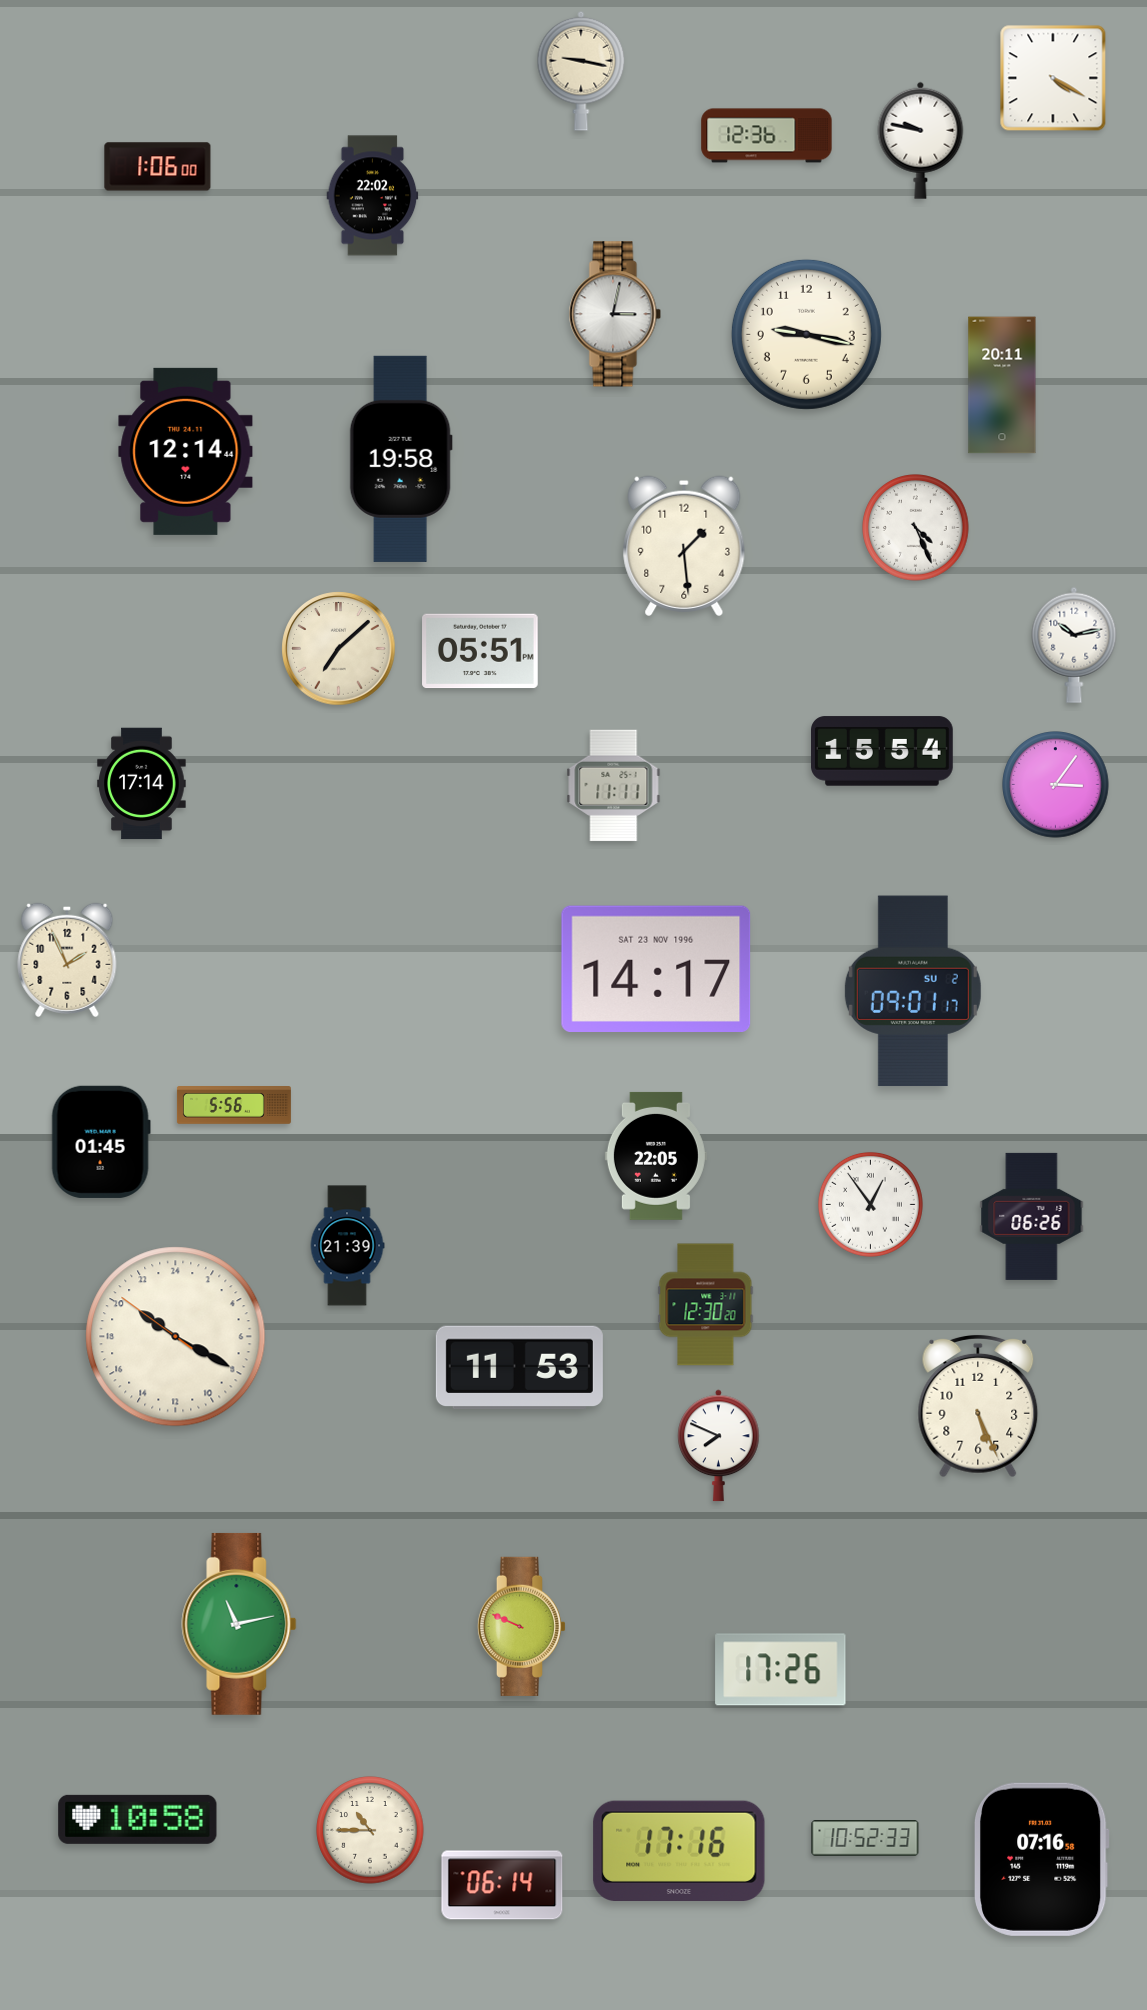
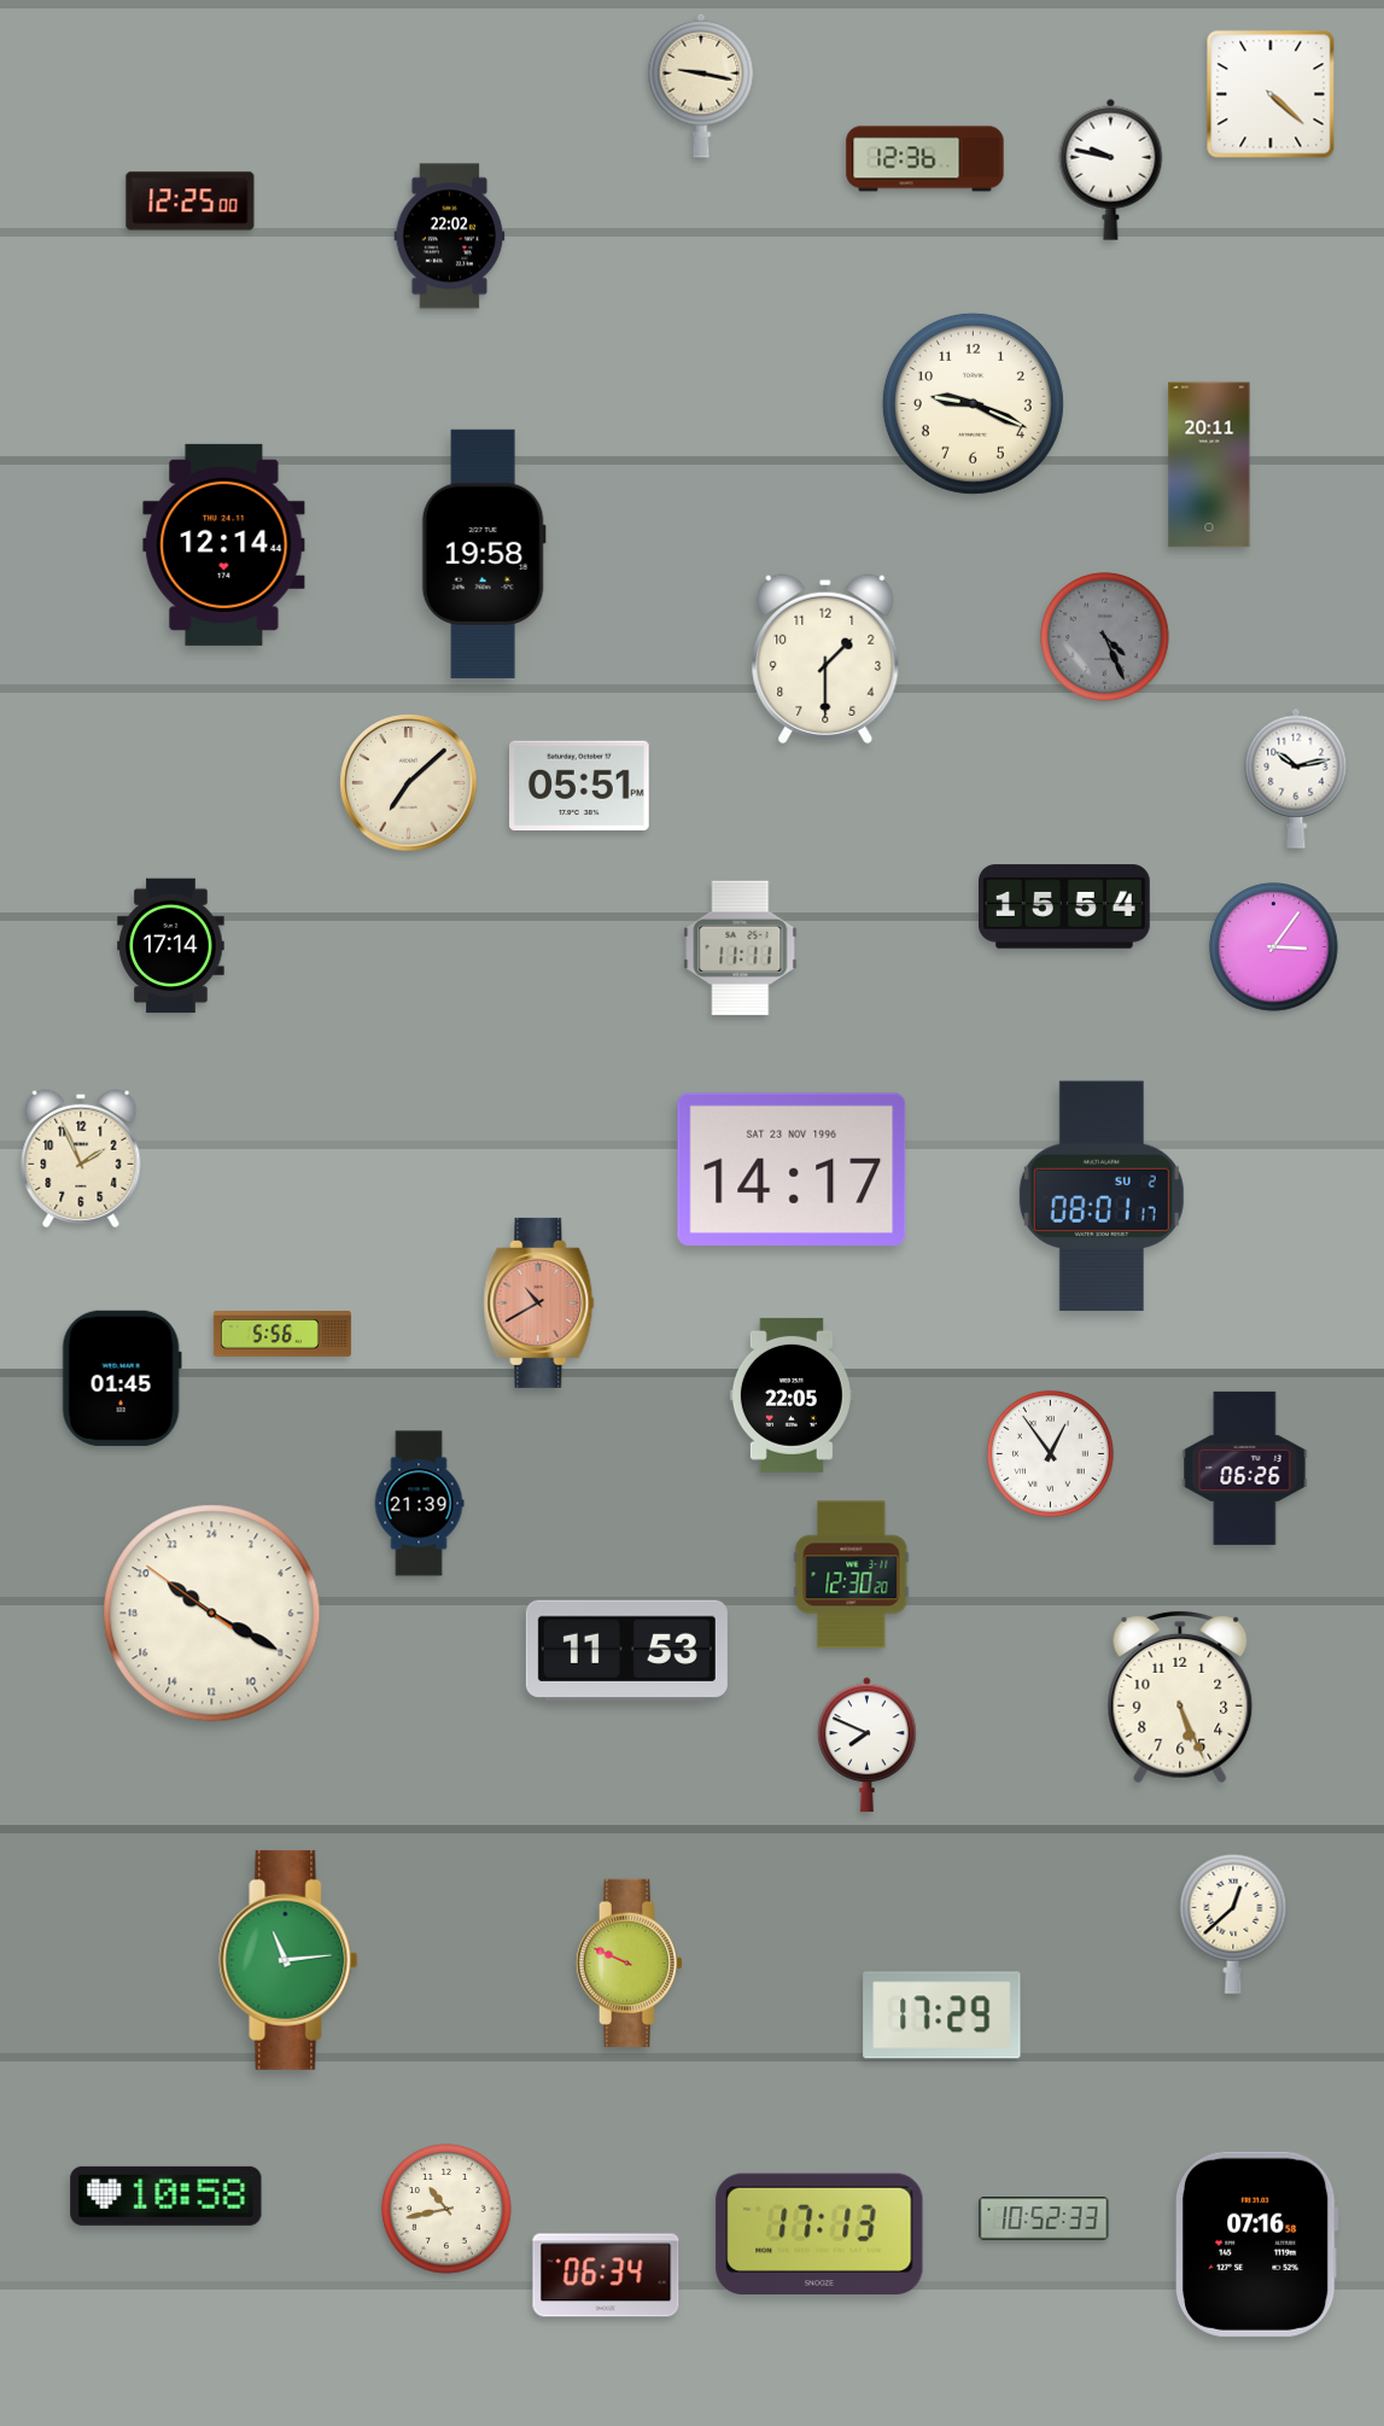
clock at (1053, 78): 4:20 -> 4:22
clock at (767, 136) position: (767, 136) -> (925, 159)
clock at (158, 167): 1:06 -> 12:25
clock at (615, 314): 3:02 -> none
clock at (806, 334): 9:17 -> 9:19
clock at (916, 528) dial: white -> grey
clock at (684, 546): 1:29 -> 1:30
clock at (913, 991): 09:01 -> 08:01
clock at (539, 1302): none -> 10:40
clock at (1233, 1924): none -> 12:38
clock at (239, 1624): 11:13 -> 11:14
clock at (781, 1670): 17:26 -> 17:29
clock at (370, 1830): 10:45 -> 10:43
clock at (679, 1850): 17:16 -> 17:13
clock at (502, 1885): 06:14 -> 06:34
